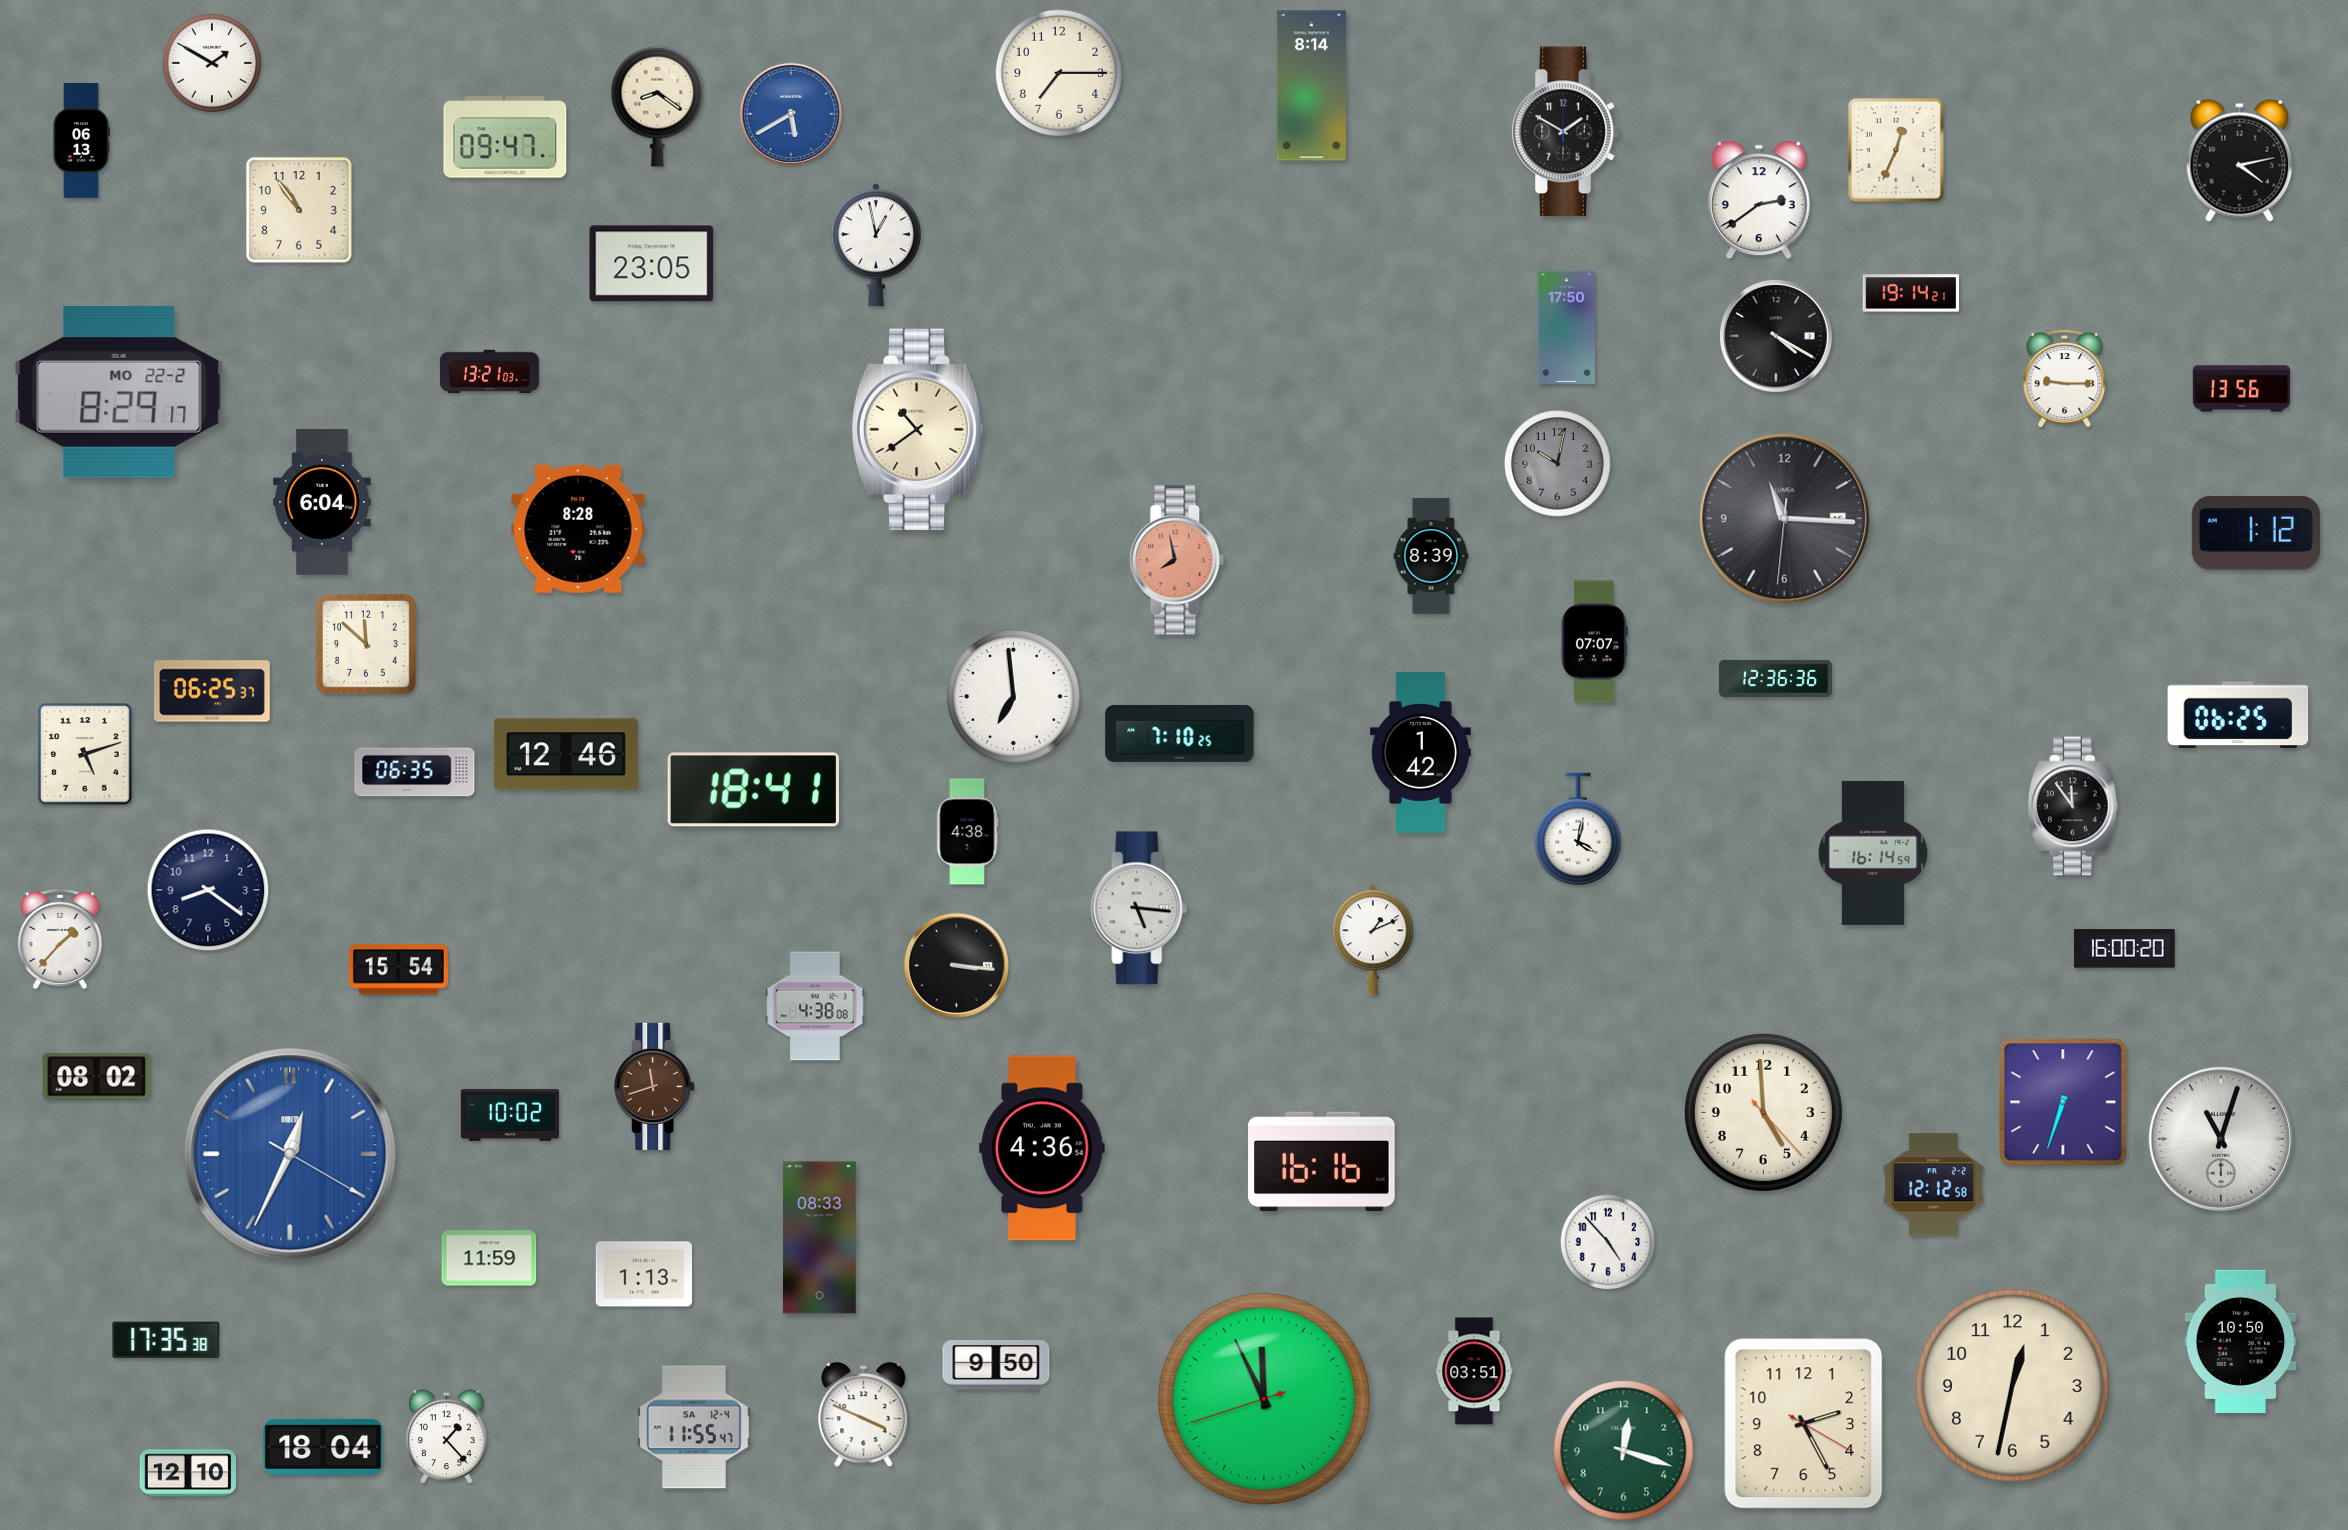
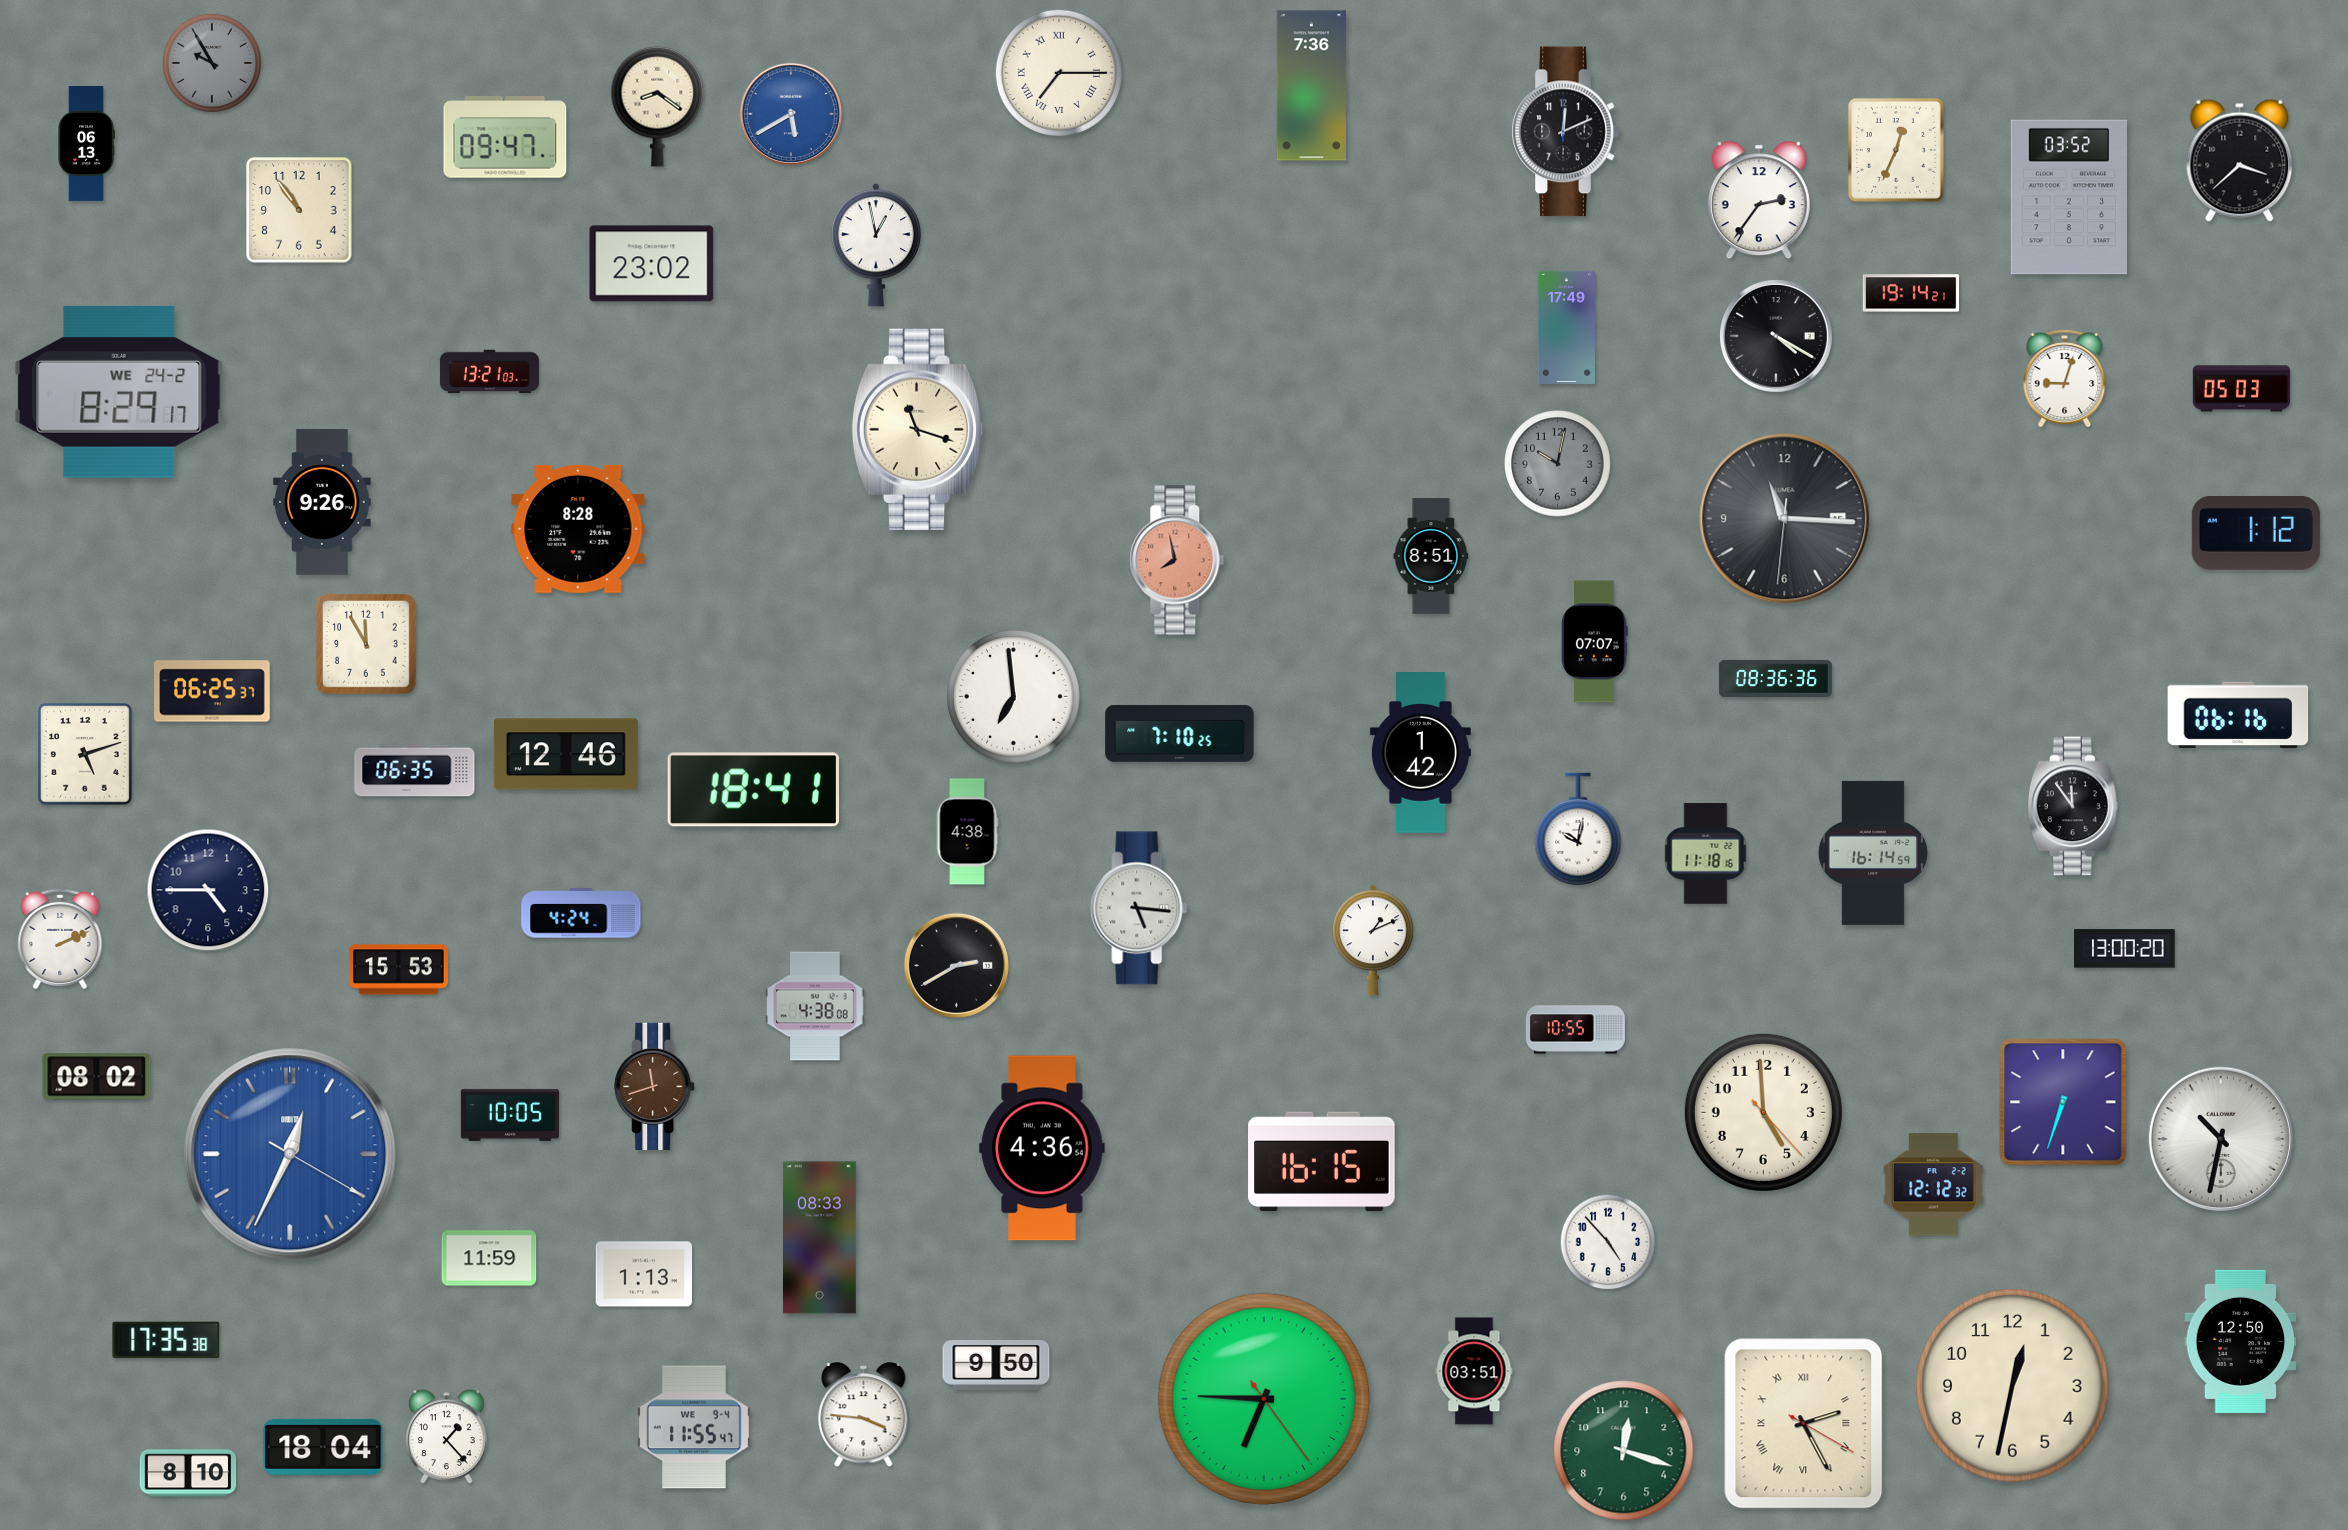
clock at (212, 63): 1:50 -> 9:55
clock at (212, 63) dial: white -> grey
clock at (1059, 73) numerals: Arabic -> Roman
clock at (1311, 86): 8:14 -> 7:36
clock at (1565, 132): 1:50 -> 12:11
clock at (81, 141) position: (81, 141) -> (86, 144)
clock at (2240, 160): 4:13 -> 3:38
clock at (2068, 197): none -> 03:52
clock at (1759, 200): 2:39 -> 2:36
clock at (652, 264): 23:05 -> 23:02
clock at (1566, 327): 17:50 -> 17:49
clock at (2065, 379): 9:15 -> 9:03
clock at (2241, 389): 13:56 -> 05:03
clock at (119, 393) date: MO 22-2 -> WE 24-2
clock at (918, 429): 10:39 -> 11:18
clock at (322, 502): 6:04 -> 9:26
clock at (1431, 556): 8:39 -> 8:51
clock at (366, 644): 11:52 -> 11:55
clock at (1775, 678): 12:36 -> 08:36
clock at (2238, 715): 06:25 -> 06:16
clock at (1578, 829): 4:02 -> 10:02
clock at (1706, 854): none -> 11:18
clock at (208, 890): 8:21 -> 4:45
clock at (581, 913): none -> 4:24
clock at (60, 939): 1:37 -> 2:11
clock at (2125, 949): 16:00 -> 13:00
clock at (956, 965): 3:16 -> 2:40
clock at (398, 970): 15:54 -> 15:53
clock at (1575, 1030): none -> 10:55
clock at (510, 1115): 10:02 -> 10:05
clock at (2221, 1139): 11:03 -> 10:32
clock at (1322, 1162): 16:16 -> 16:15
clock at (1933, 1185): 12:12:58 -> 12:12:32
clock at (2241, 1341): 10:50 -> 12:50
clock at (1264, 1399): 11:55 -> 6:45
clock at (864, 1415): 3:49 -> 3:46
clock at (1804, 1424) numerals: Arabic -> Roman
clock at (695, 1427) date: SA 12-4 -> WE 9-4
clock at (188, 1473): 12:10 -> 8:10
